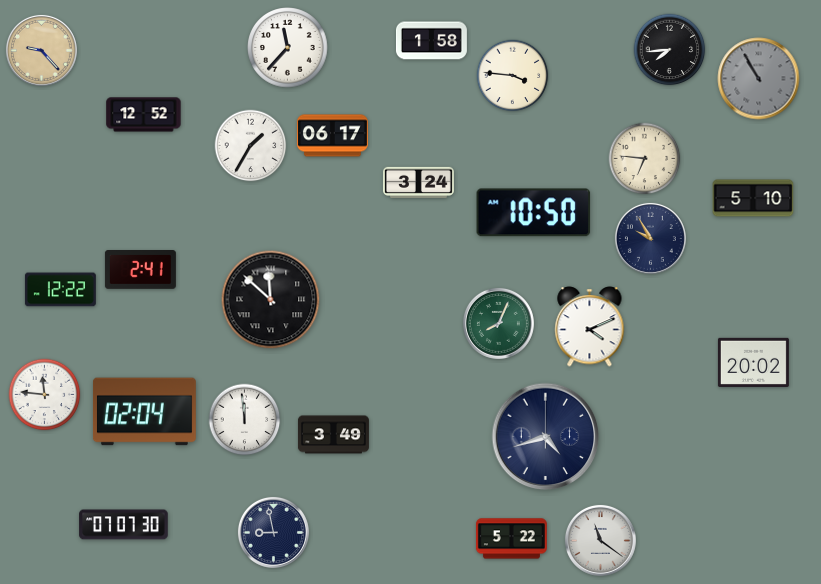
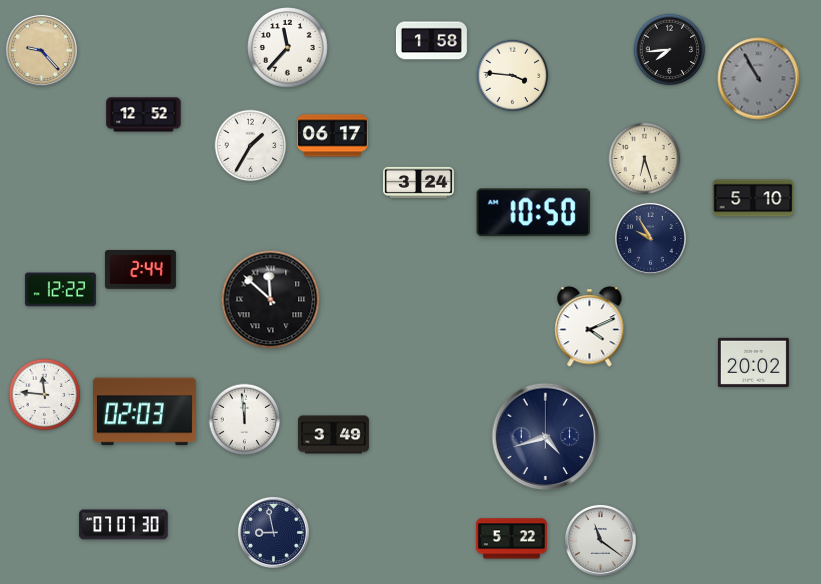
clock at (645, 159): 6:46 -> 6:27
clock at (140, 270): 2:41 -> 2:44
clock at (498, 323): 8:04 -> none
clock at (144, 412): 02:04 -> 02:03
